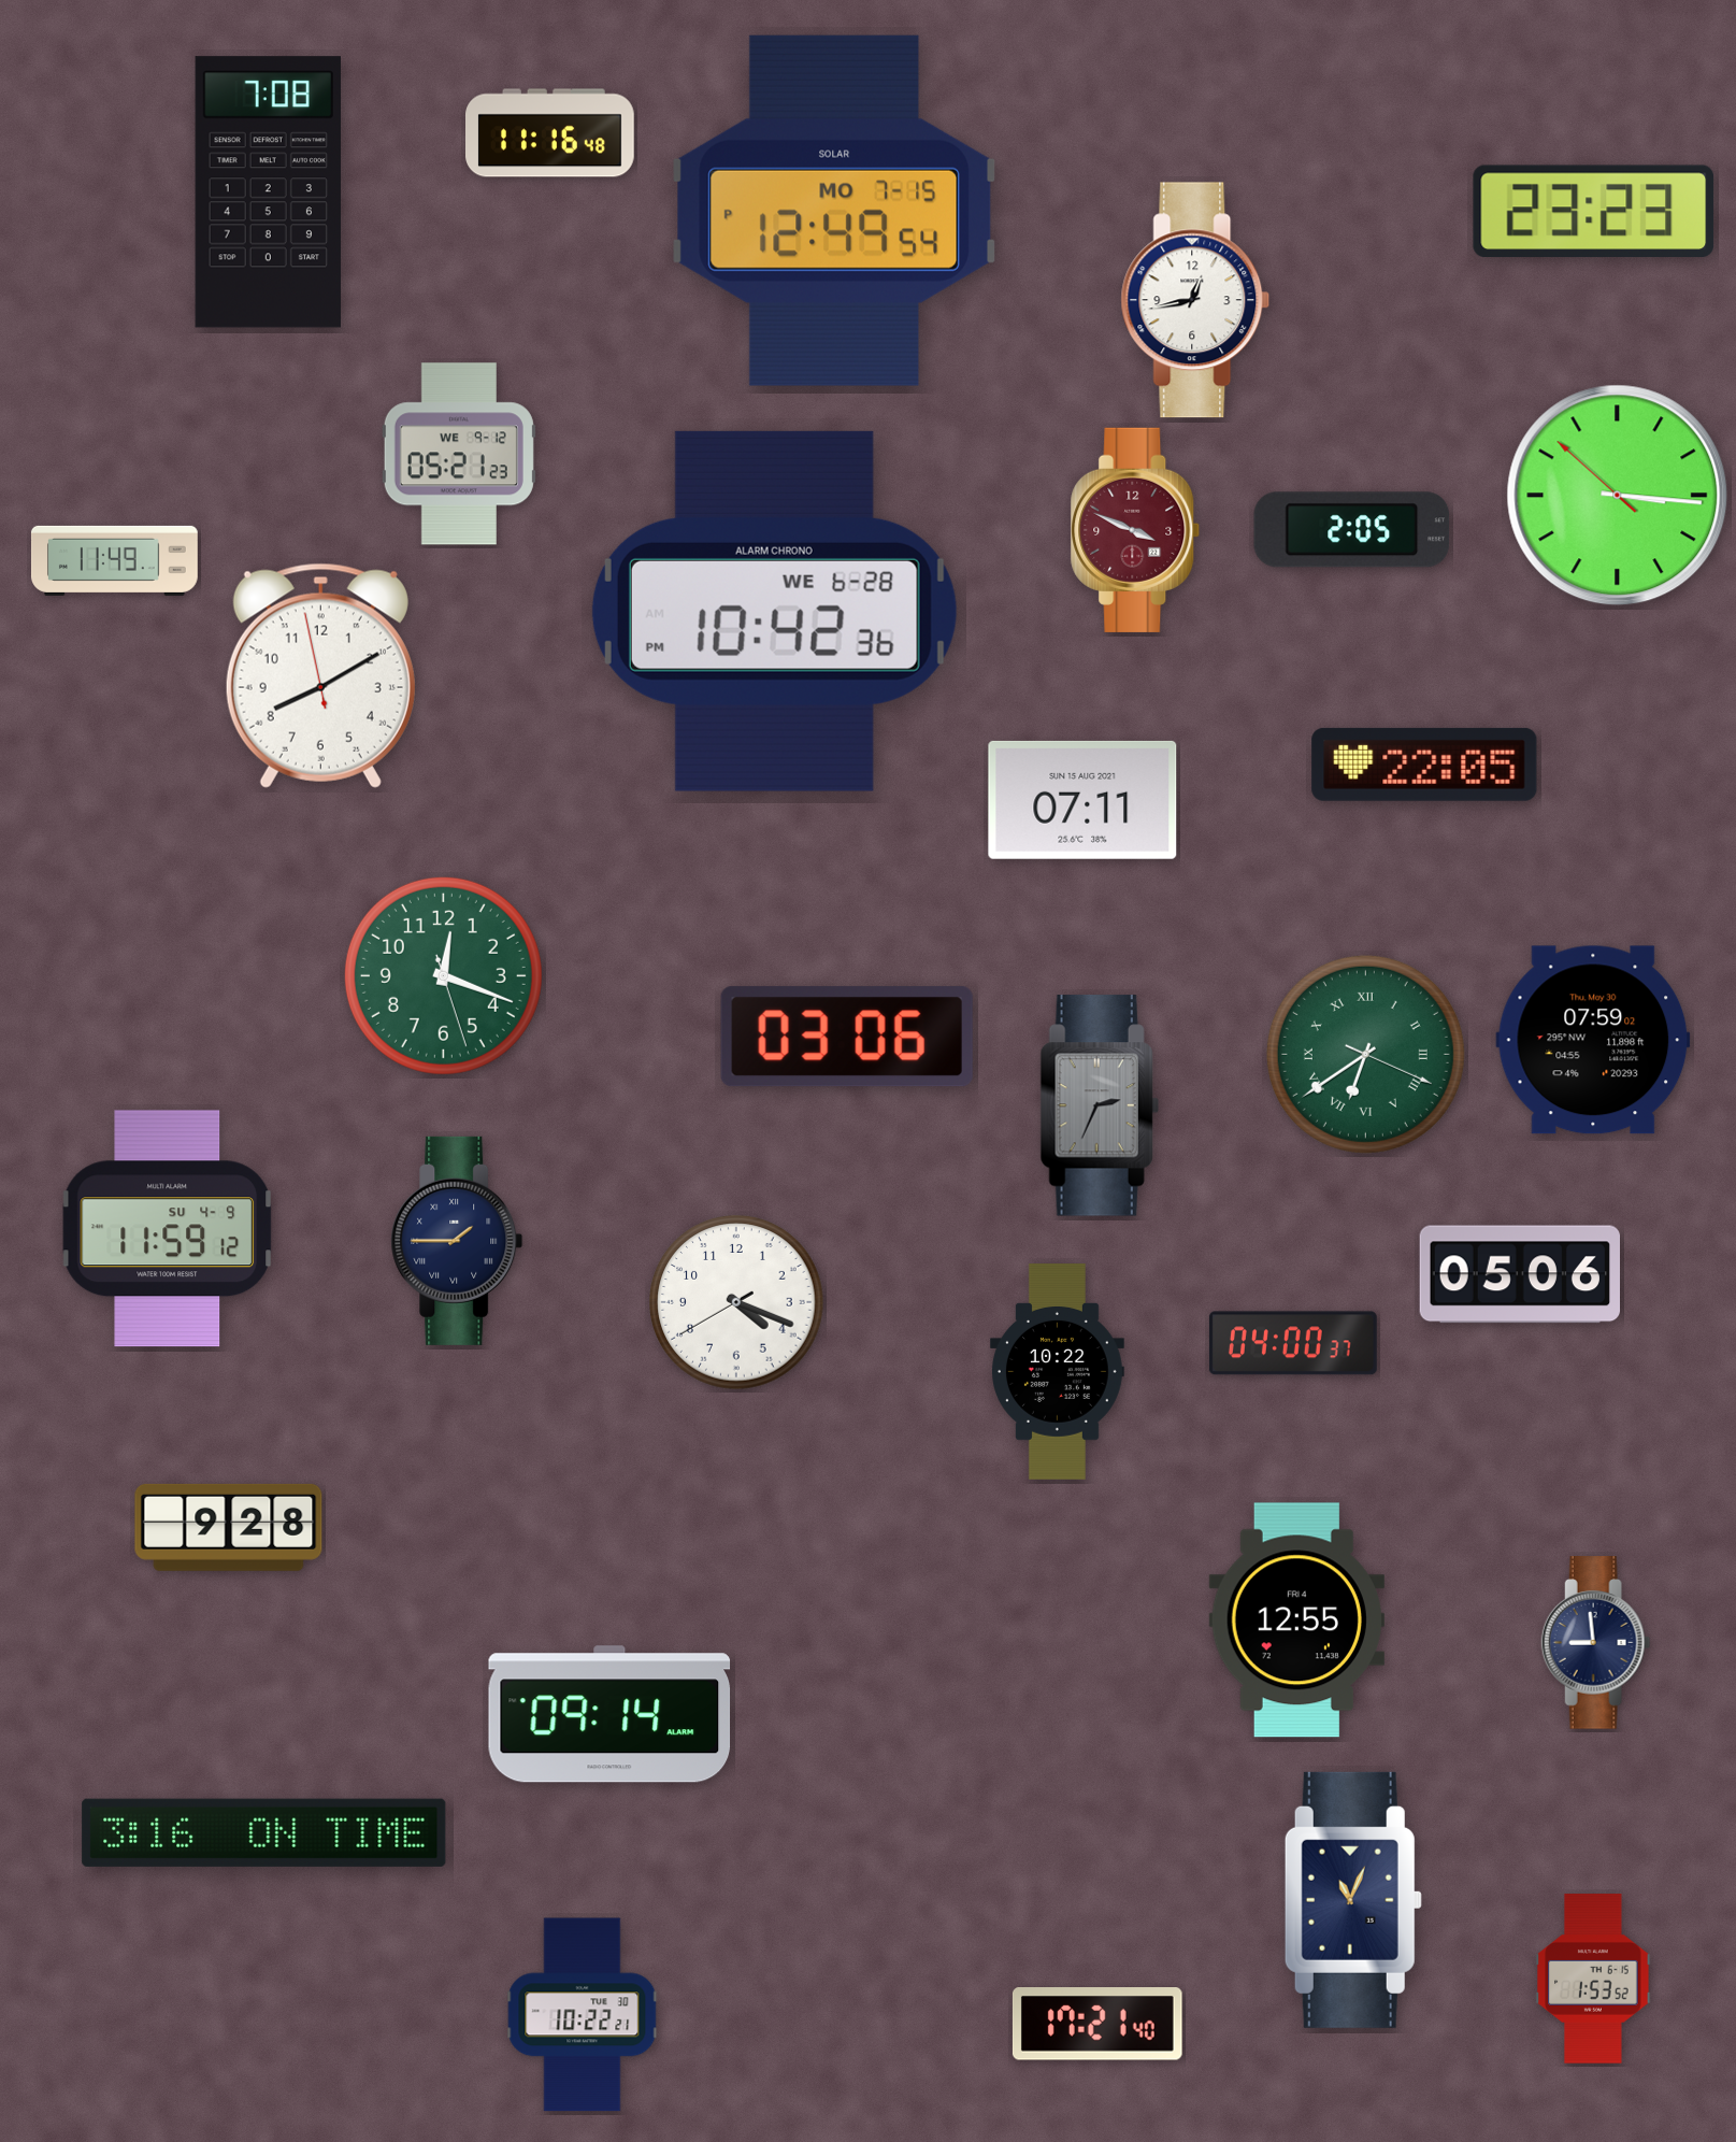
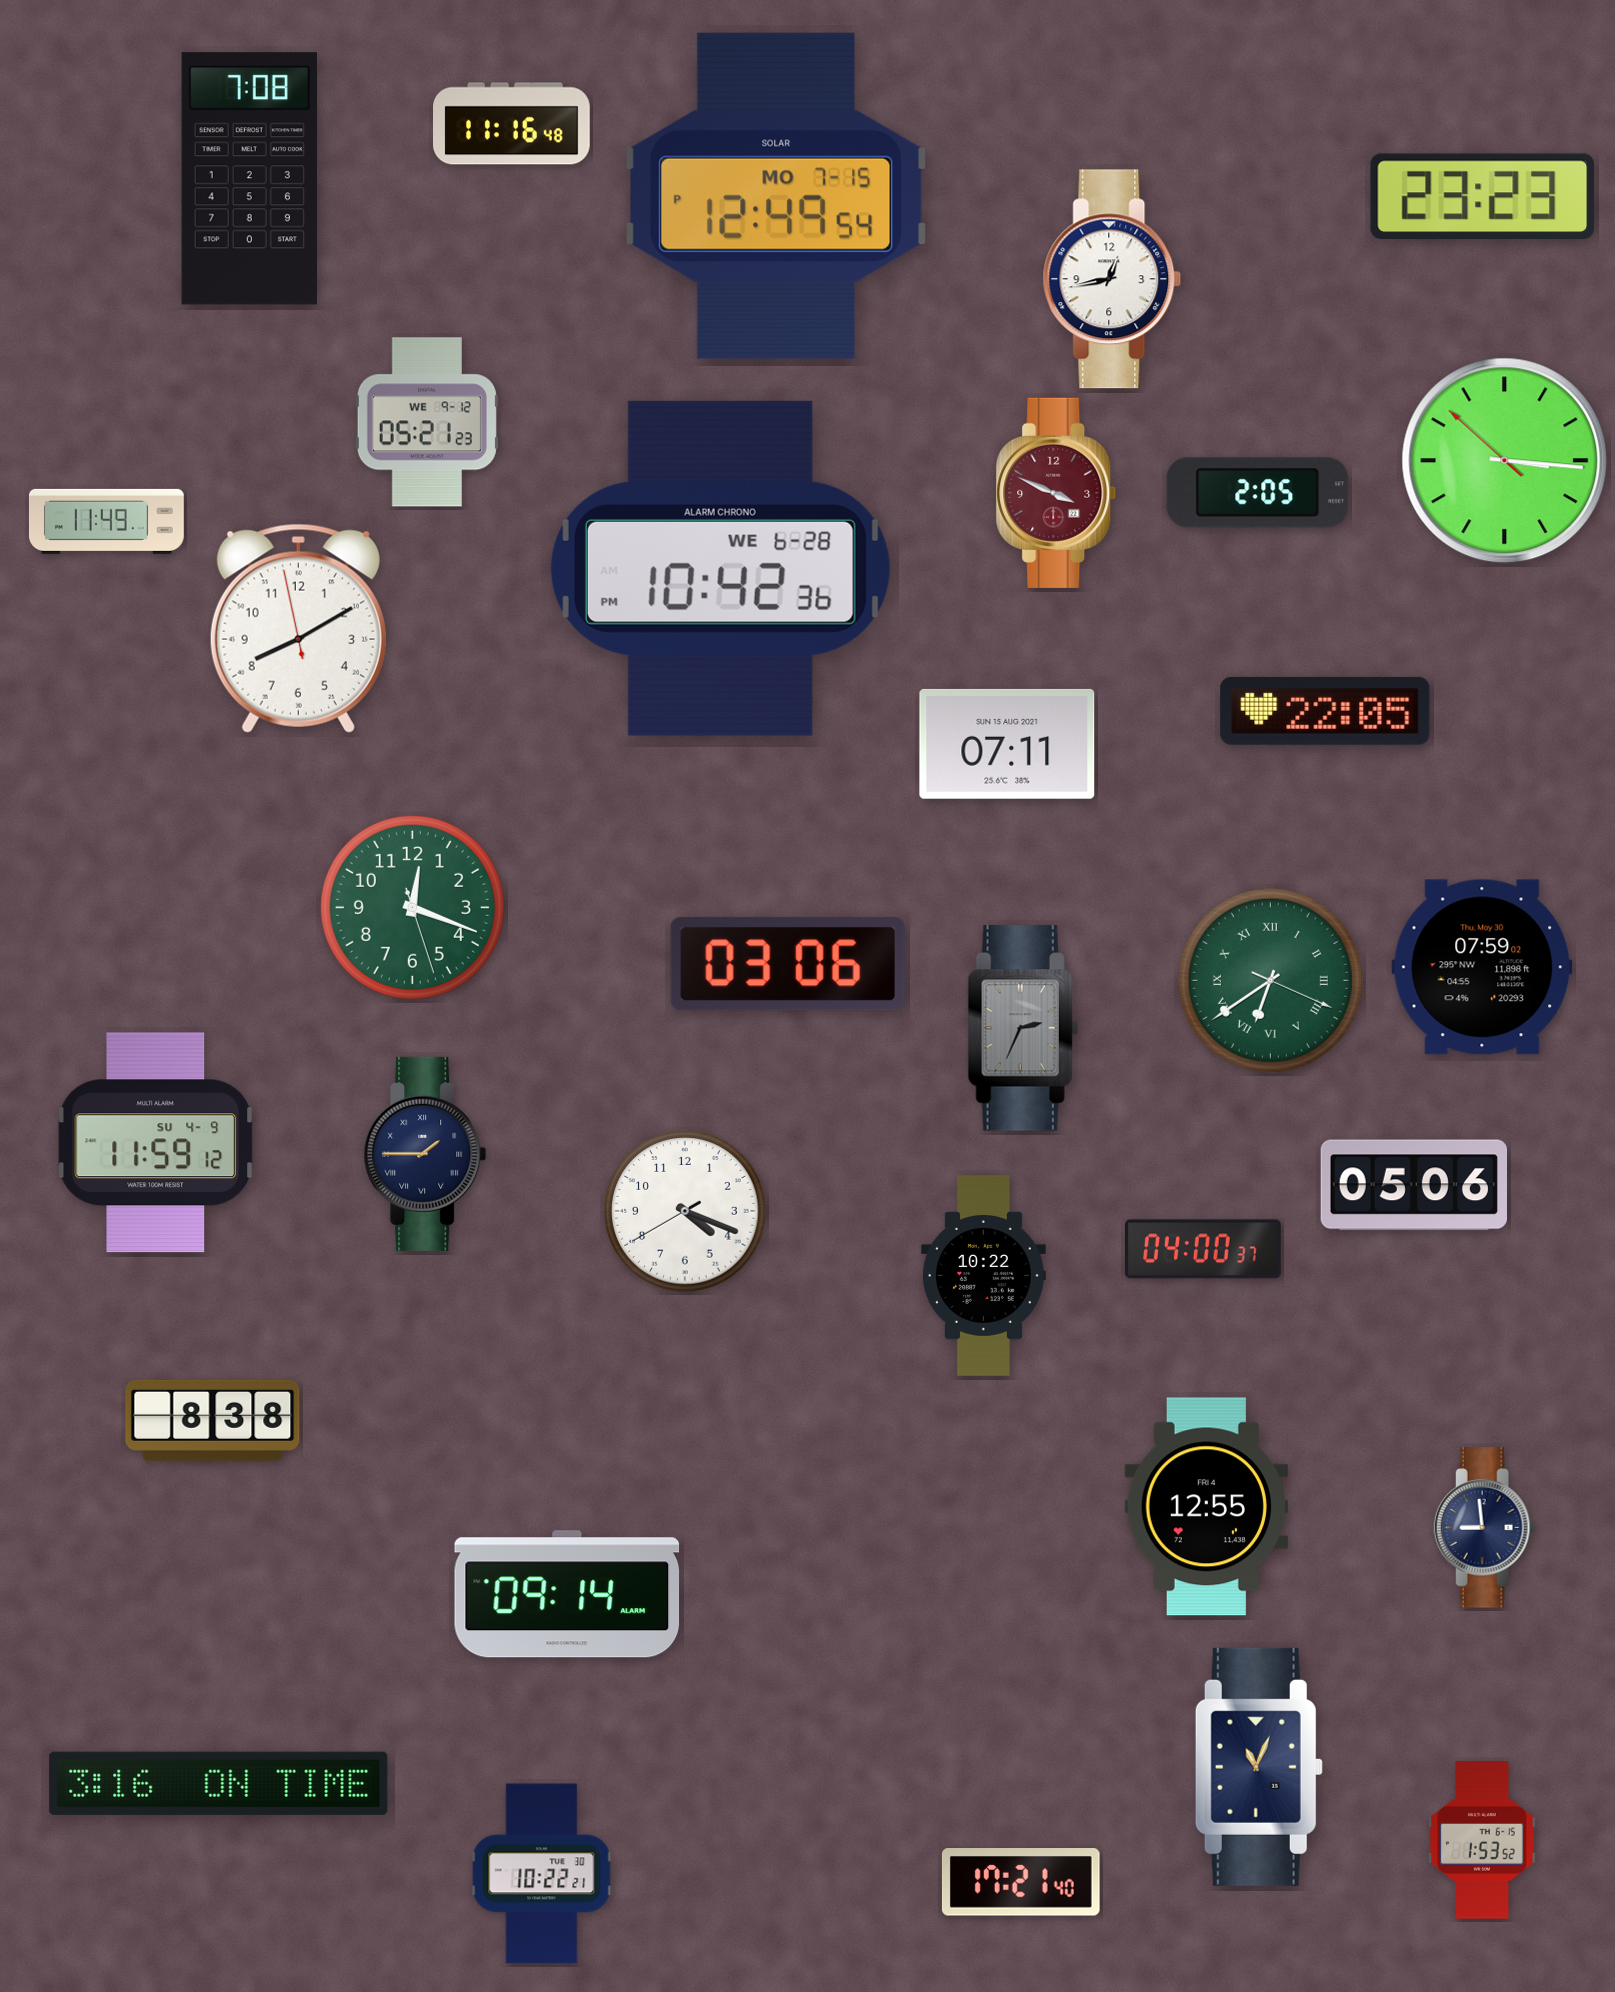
clock at (229, 1527): 9:28 -> 8:38
clock at (264, 1832) position: (264, 1832) -> (219, 1783)
